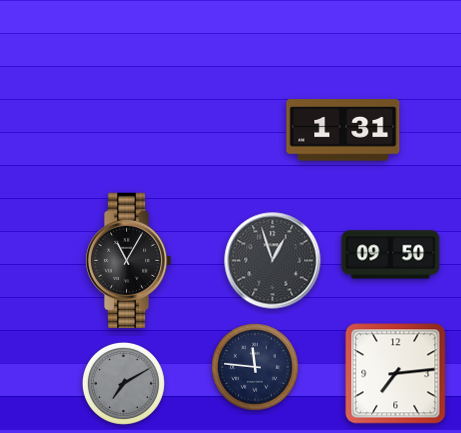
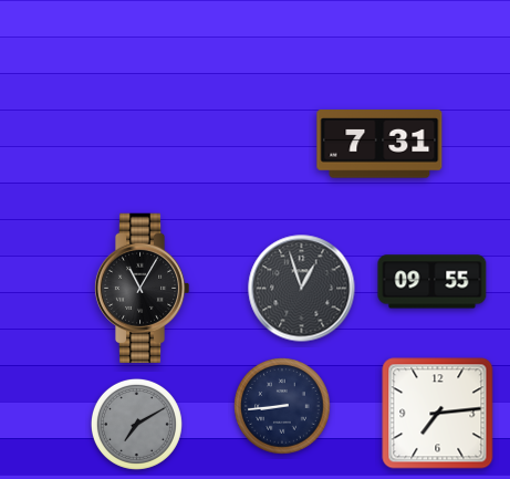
clock at (343, 130): 1:31 -> 7:31
clock at (391, 255): 09:50 -> 09:55
clock at (255, 367): 11:46 -> 8:44
